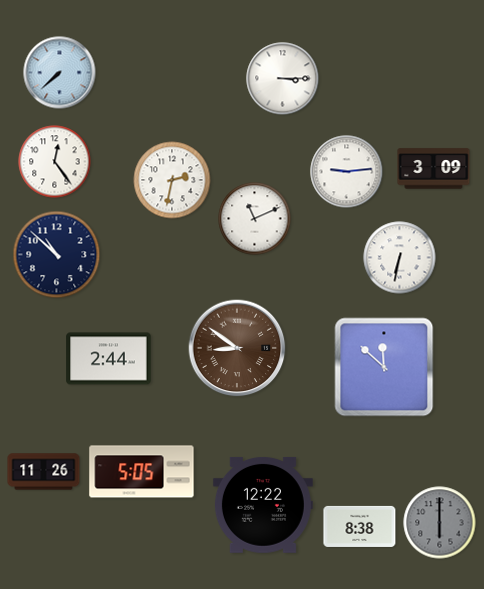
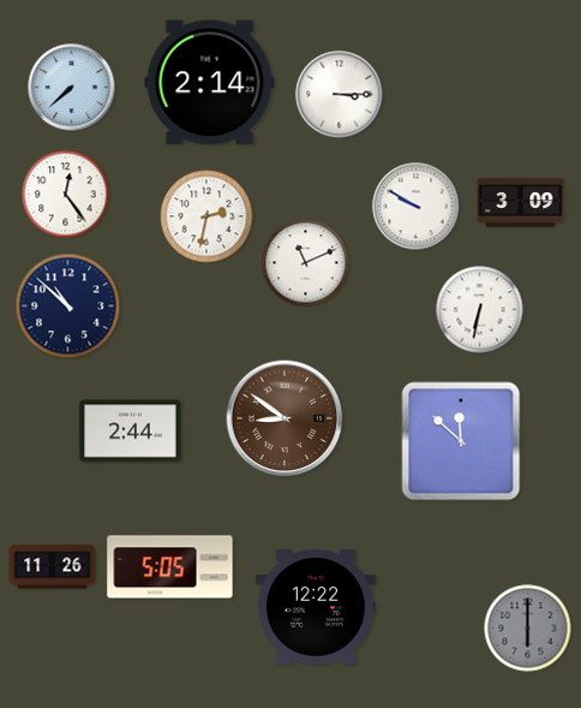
clock at (210, 83): none -> 2:14
clock at (347, 172): 9:14 -> 9:50
clock at (360, 526): 8:38 -> none
